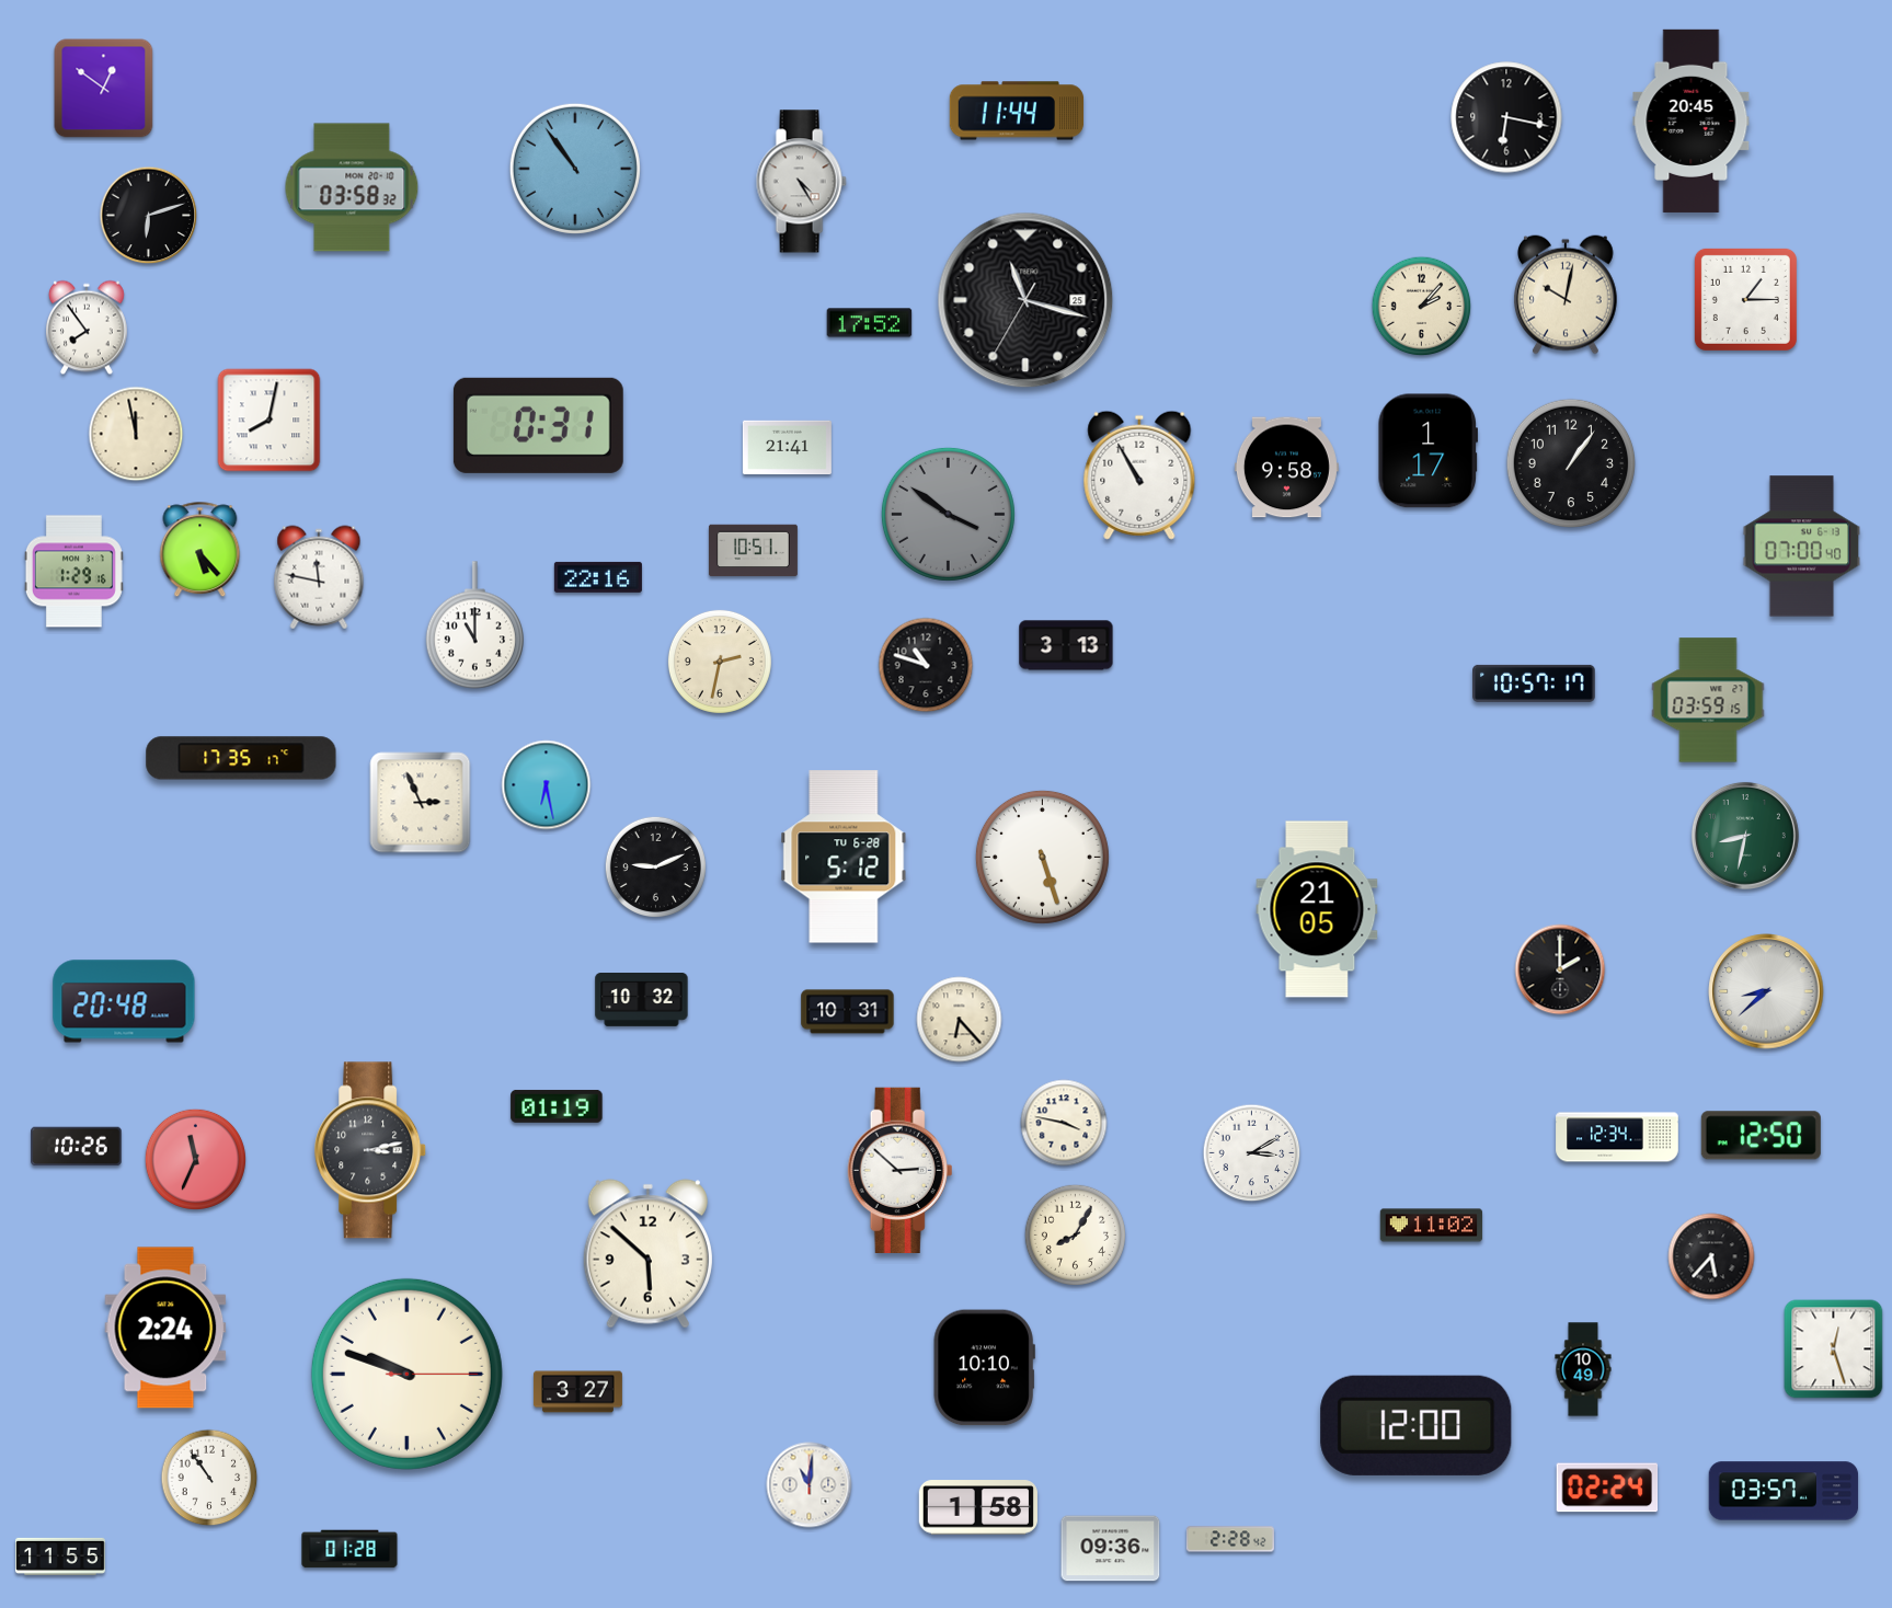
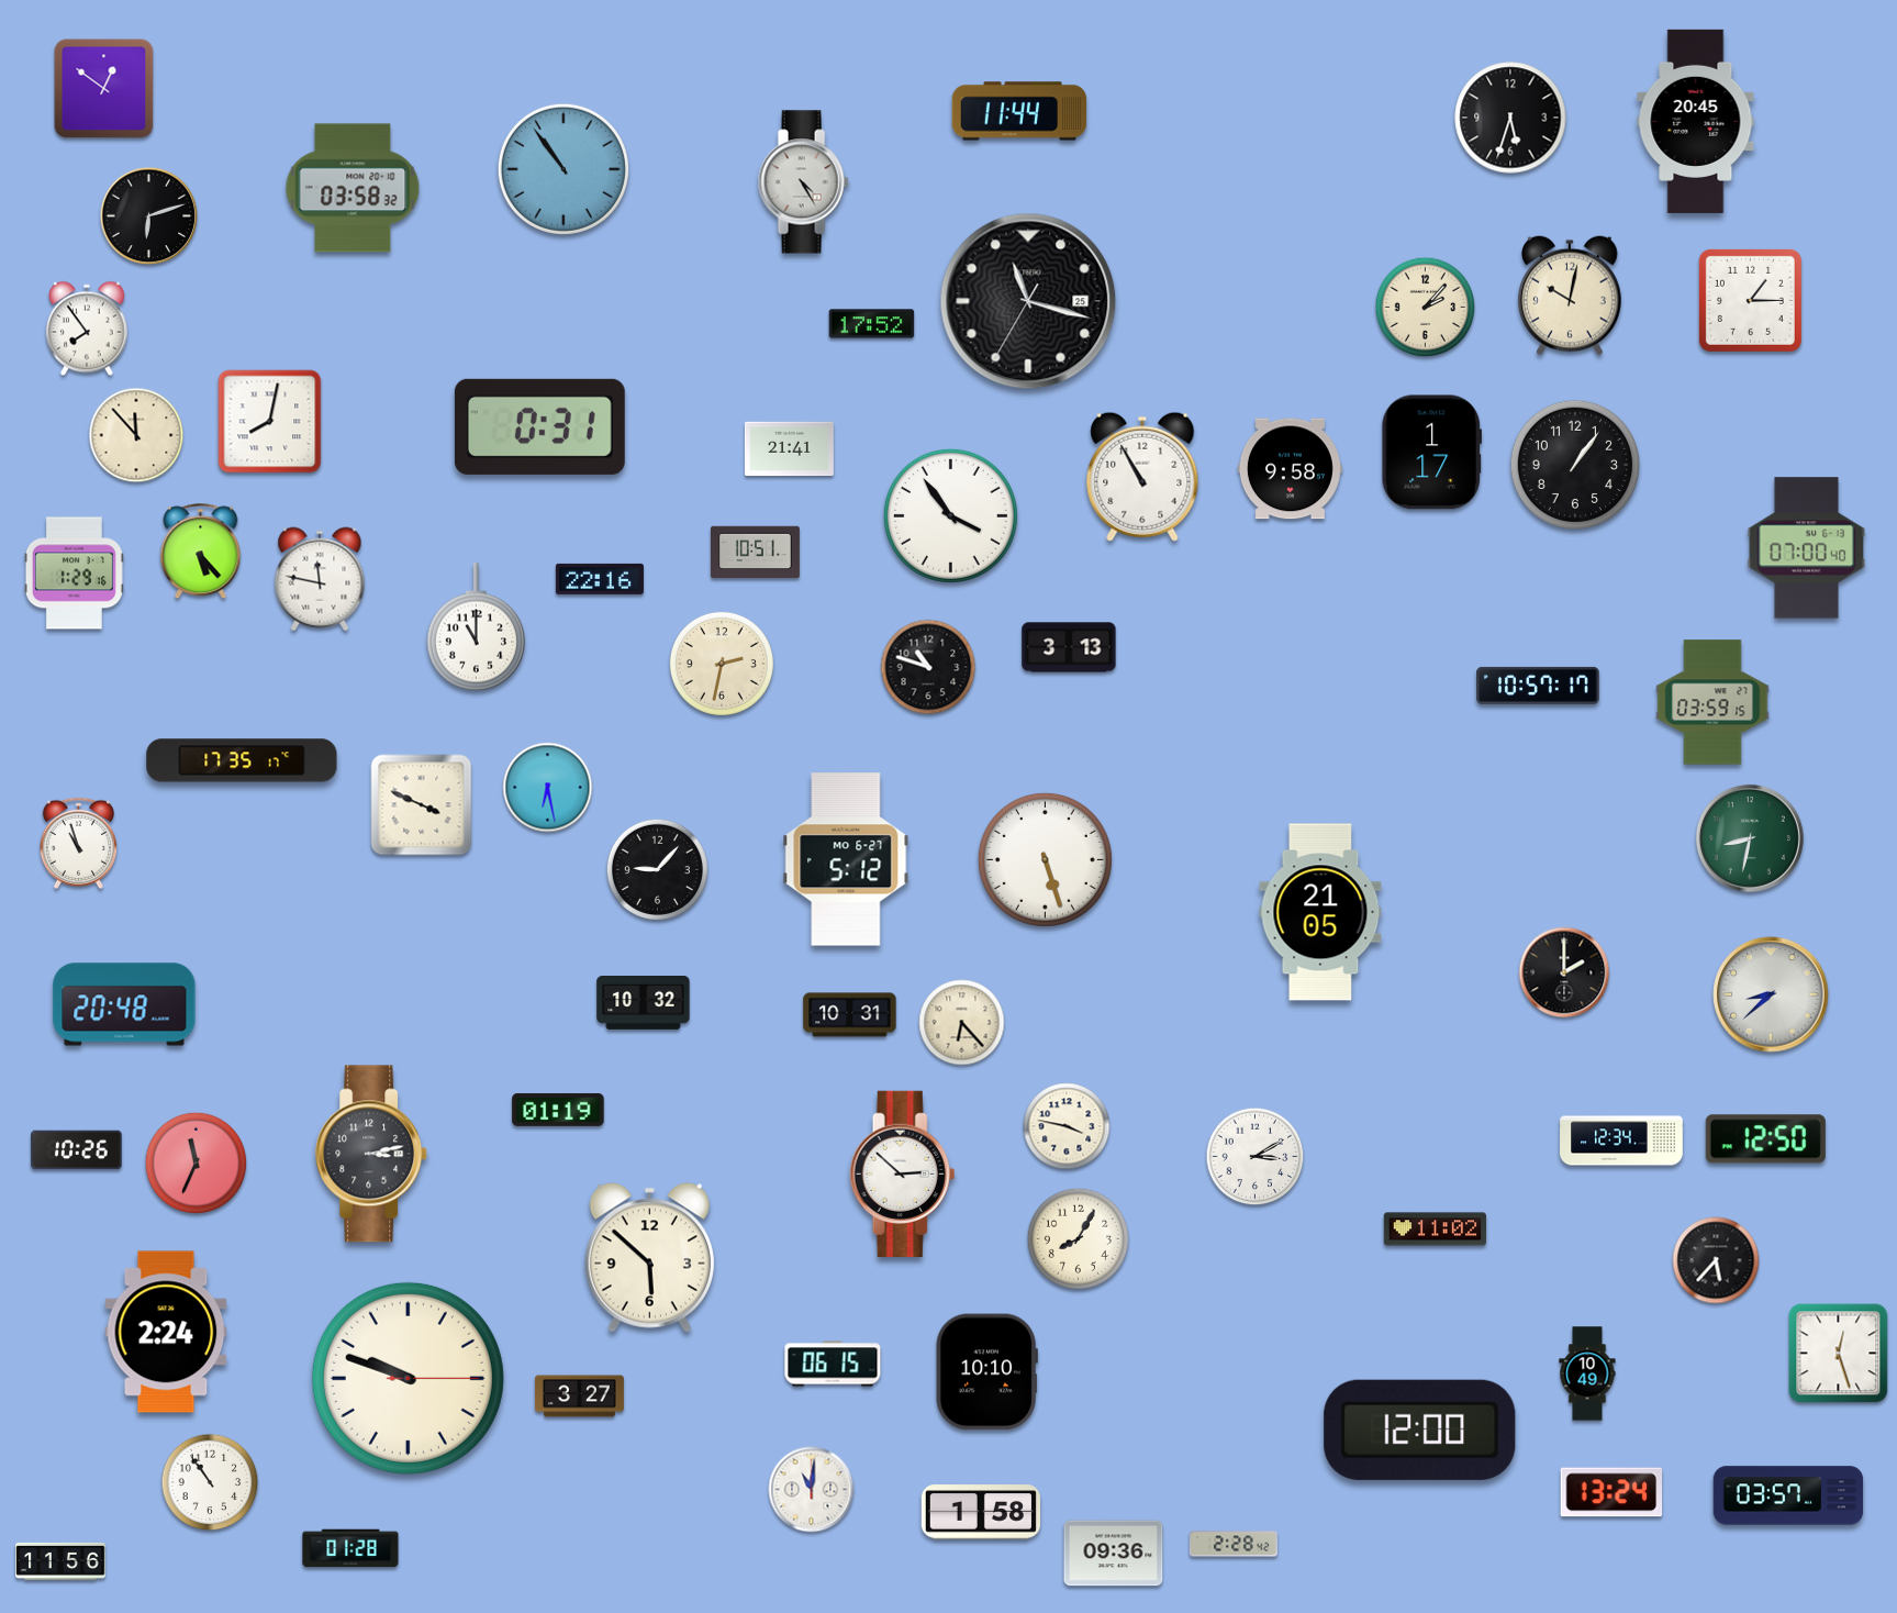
clock at (1506, 117): 6:17 -> 5:33
clock at (575, 169) position: (575, 169) -> (563, 169)
clock at (136, 434): 11:58 -> 11:53
clock at (948, 514): 3:51 -> 3:54
clock at (948, 514) dial: grey -> white
clock at (421, 803): 2:56 -> 3:49
clock at (78, 843): none -> 10:57
clock at (844, 857) date: TU 6-28 -> MO 6-27
clock at (655, 866): 9:11 -> 9:07
clock at (833, 1364): none -> 06:15
clock at (1607, 1488): 02:24 -> 13:24
clock at (349, 1549) position: (349, 1549) -> (350, 1548)
clock at (60, 1557): 11:55 -> 11:56
